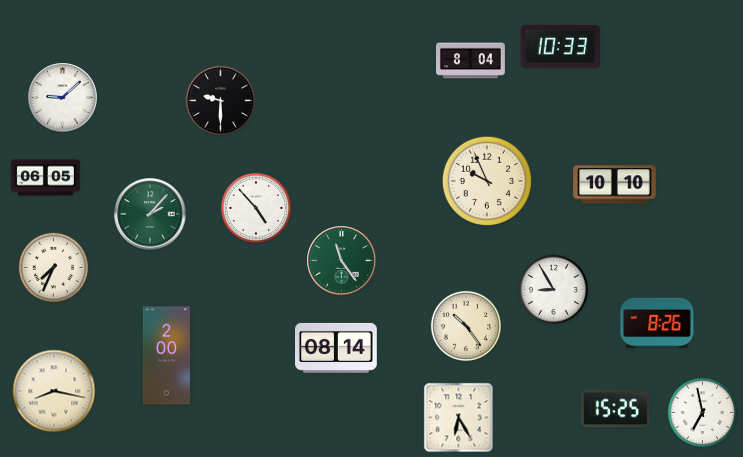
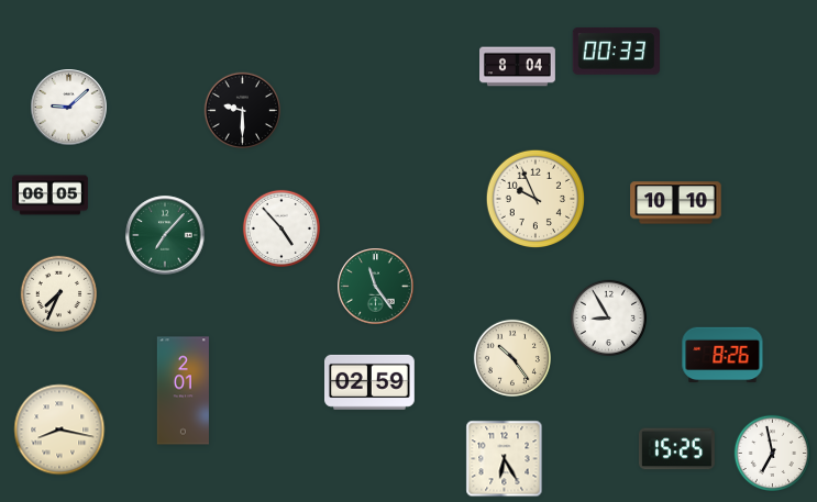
clock at (560, 46): 10:33 -> 00:33
clock at (150, 214): 2:07 -> 7:07
clock at (337, 348): 08:14 -> 02:59
clock at (166, 356): 2:00 -> 2:01
